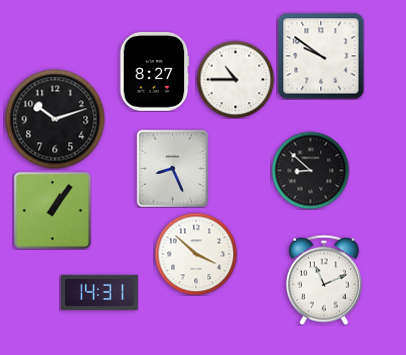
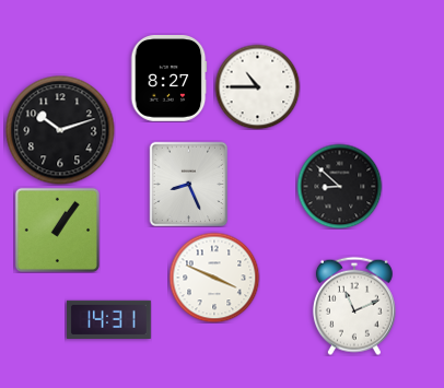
clock at (321, 56): 9:51 -> none
clock at (196, 254): 3:52 -> 3:49
